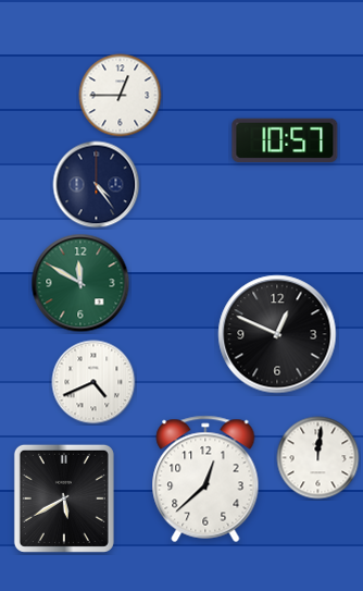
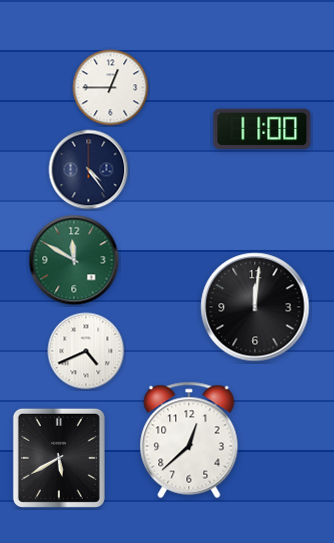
clock at (285, 140): 10:57 -> 11:00
clock at (277, 334): 12:49 -> 12:01
clock at (318, 458): 12:01 -> none
